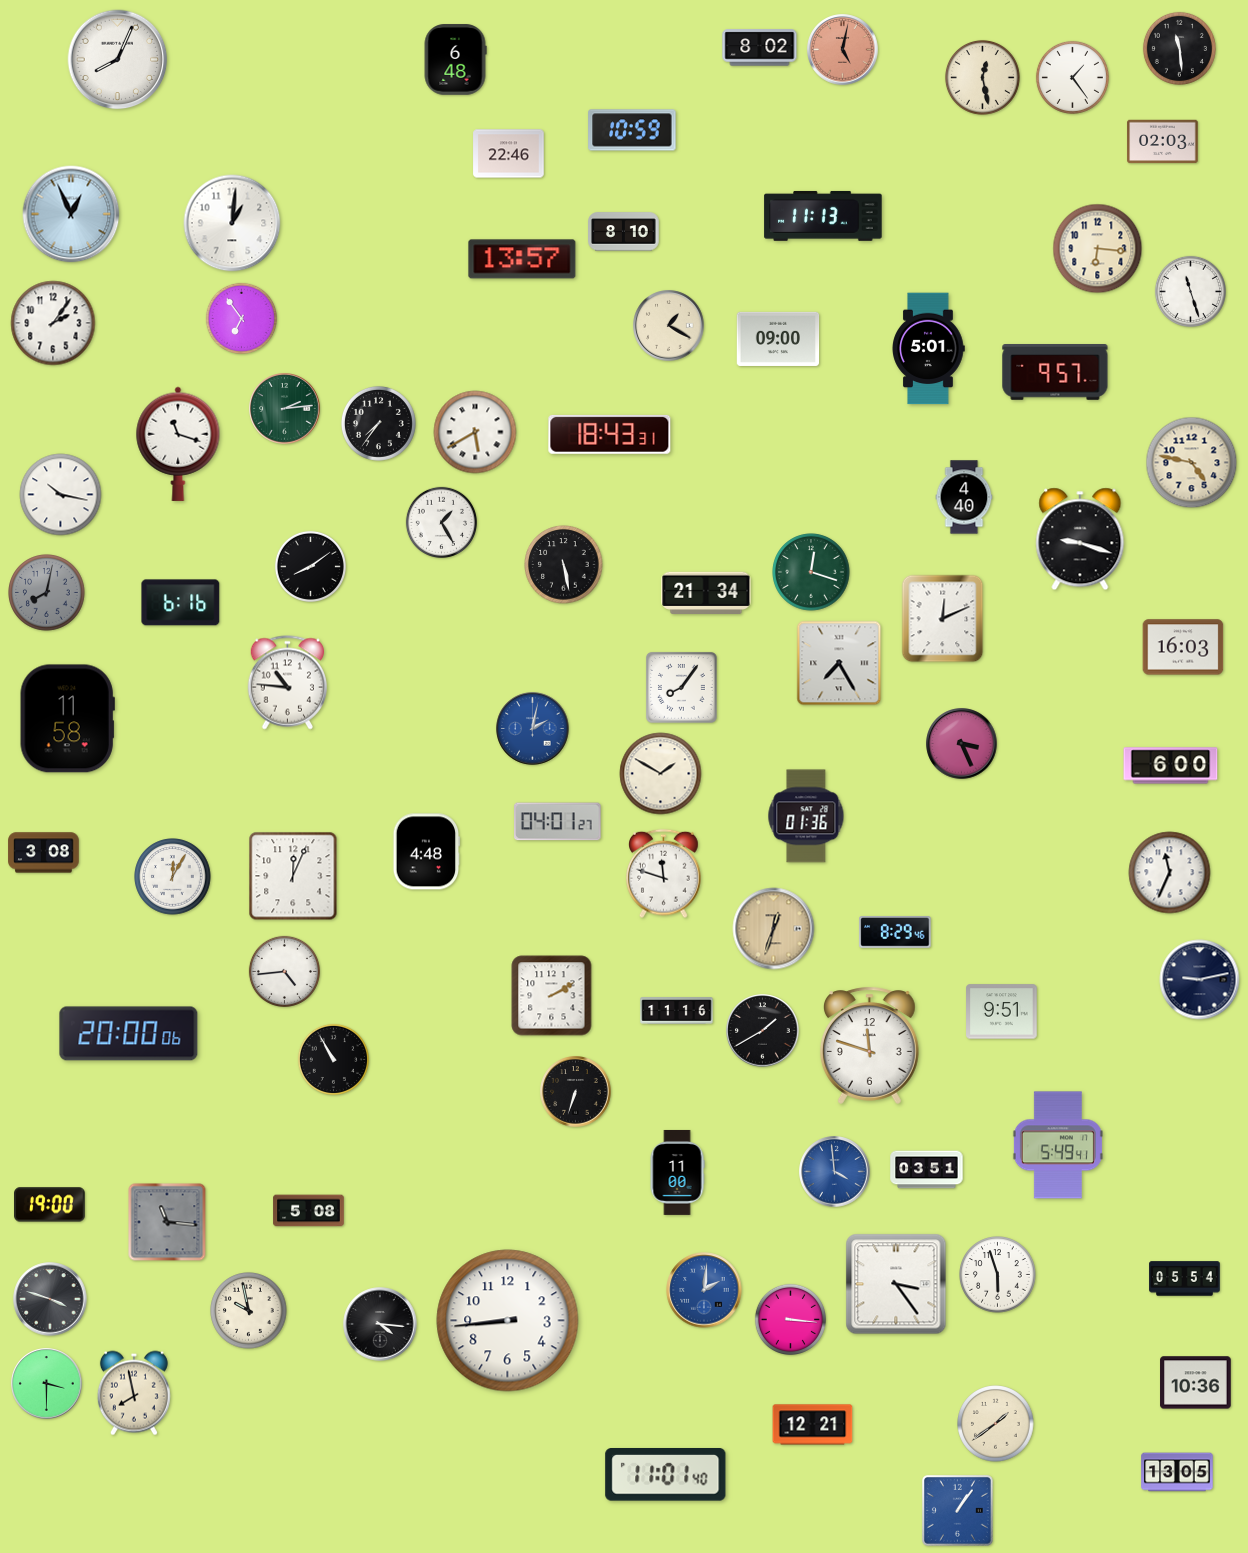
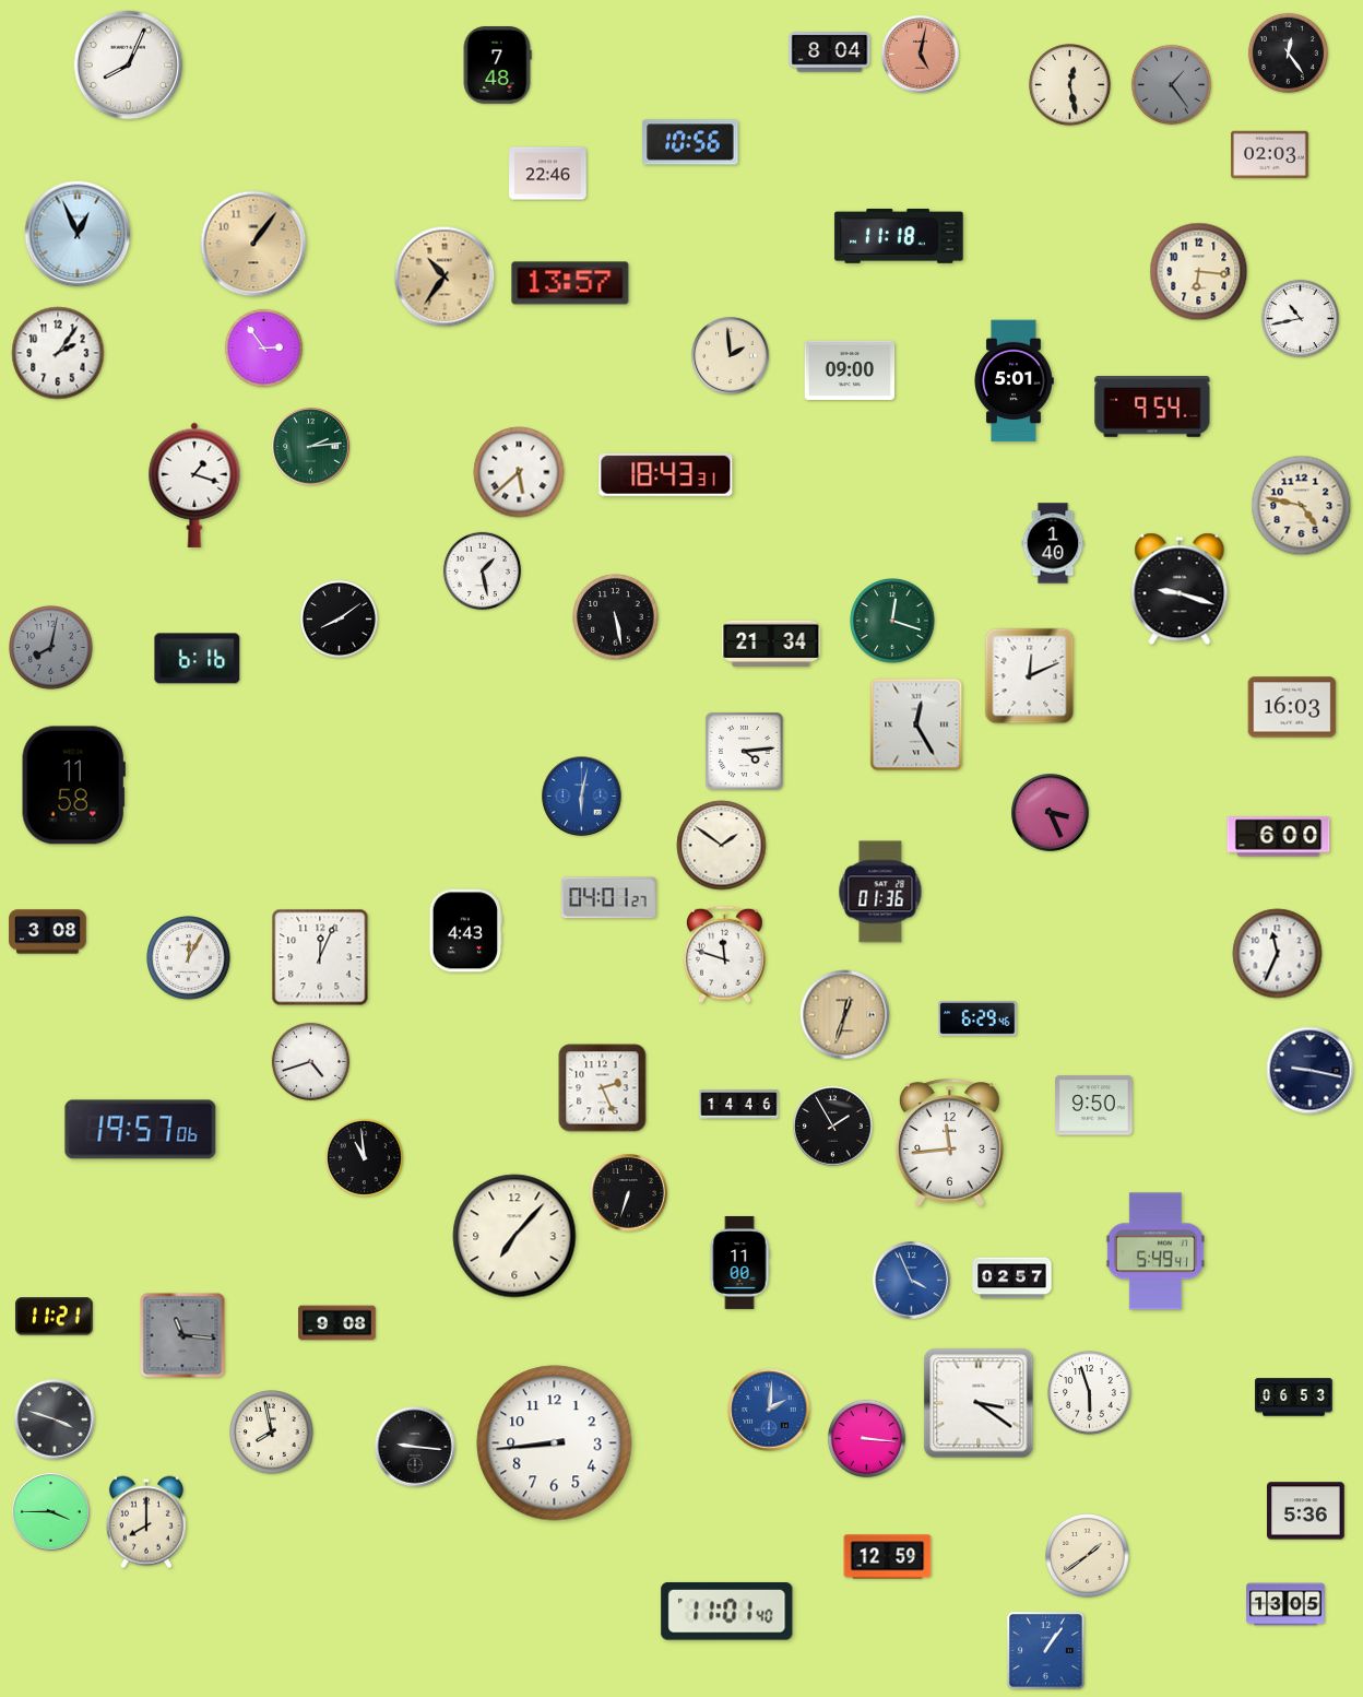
clock at (760, 48): 8:02 -> 8:04
clock at (1179, 48): 11:29 -> 12:24
clock at (455, 60): 6:48 -> 7:48
clock at (982, 77) position: (982, 77) -> (1069, 84)
clock at (1072, 77) dial: white -> grey
clock at (632, 130): 10:59 -> 10:56
clock at (509, 154) position: (509, 154) -> (548, 174)
clock at (823, 216): 11:13 -> 11:18
clock at (232, 223): 1:01 -> 1:06
clock at (232, 223) dial: white -> champagne
clock at (624, 232): 8:10 -> none
clock at (445, 276): none -> 10:36
clock at (1190, 291): 11:27 -> 10:43
clock at (241, 318): 6:54 -> 2:54
clock at (669, 326): 1:20 -> 1:59
clock at (1055, 373): 9:57 -> 9:54
clock at (378, 423): 7:36 -> none
clock at (475, 432): 5:40 -> 5:38
clock at (178, 444): 11:18 -> 1:18
clock at (61, 495): 10:17 -> none
clock at (964, 497): 4:40 -> 1:40
clock at (441, 522): 1:25 -> 1:28
clock at (811, 572) position: (811, 572) -> (892, 621)
clock at (706, 593) position: (706, 593) -> (771, 644)
clock at (839, 663): 7:25 -> 12:25
clock at (287, 683): 10:46 -> none
clock at (681, 687): 8:06 -> 4:14
clock at (533, 729): 2:02 -> 6:02
clock at (661, 774): 1:50 -> 1:51
clock at (427, 852): 4:48 -> 4:43
clock at (895, 933): 8:29 -> 6:29
clock at (284, 971): 4:44 -> 4:42
clock at (1200, 980): 9:13 -> 9:17
clock at (552, 996): 2:10 -> 2:26
clock at (677, 1011): 11:16 -> 14:46
clock at (1002, 1012): 9:51 -> 9:50
clock at (763, 1031): 1:40 -> 1:55
clock at (129, 1034): 20:00 -> 19:57
clock at (869, 1045): 11:48 -> 11:44
clock at (333, 1059): 10:55 -> 10:59
clock at (514, 1236): none -> 7:07
clock at (927, 1170): 03:51 -> 02:57
clock at (677, 1172) position: (677, 1172) -> (739, 1262)
clock at (835, 1172): 3:59 -> 3:56
clock at (50, 1205): 19:00 -> 11:21
clock at (309, 1211): 5:08 -> 9:08
clock at (1185, 1279): 05:54 -> 06:53
clock at (896, 1284): 3:24 -> 3:21
clock at (249, 1311): 9:58 -> 7:58
clock at (790, 1319) position: (790, 1319) -> (866, 1438)
clock at (380, 1324): 4:16 -> 9:16
clock at (1196, 1383): 10:36 -> 5:36
clock at (47, 1384): 3:30 -> 3:45
clock at (134, 1393): 7:58 -> 8:00
clock at (813, 1425): 12:21 -> 12:59
clock at (1177, 1472) position: (1177, 1472) -> (1285, 1604)
